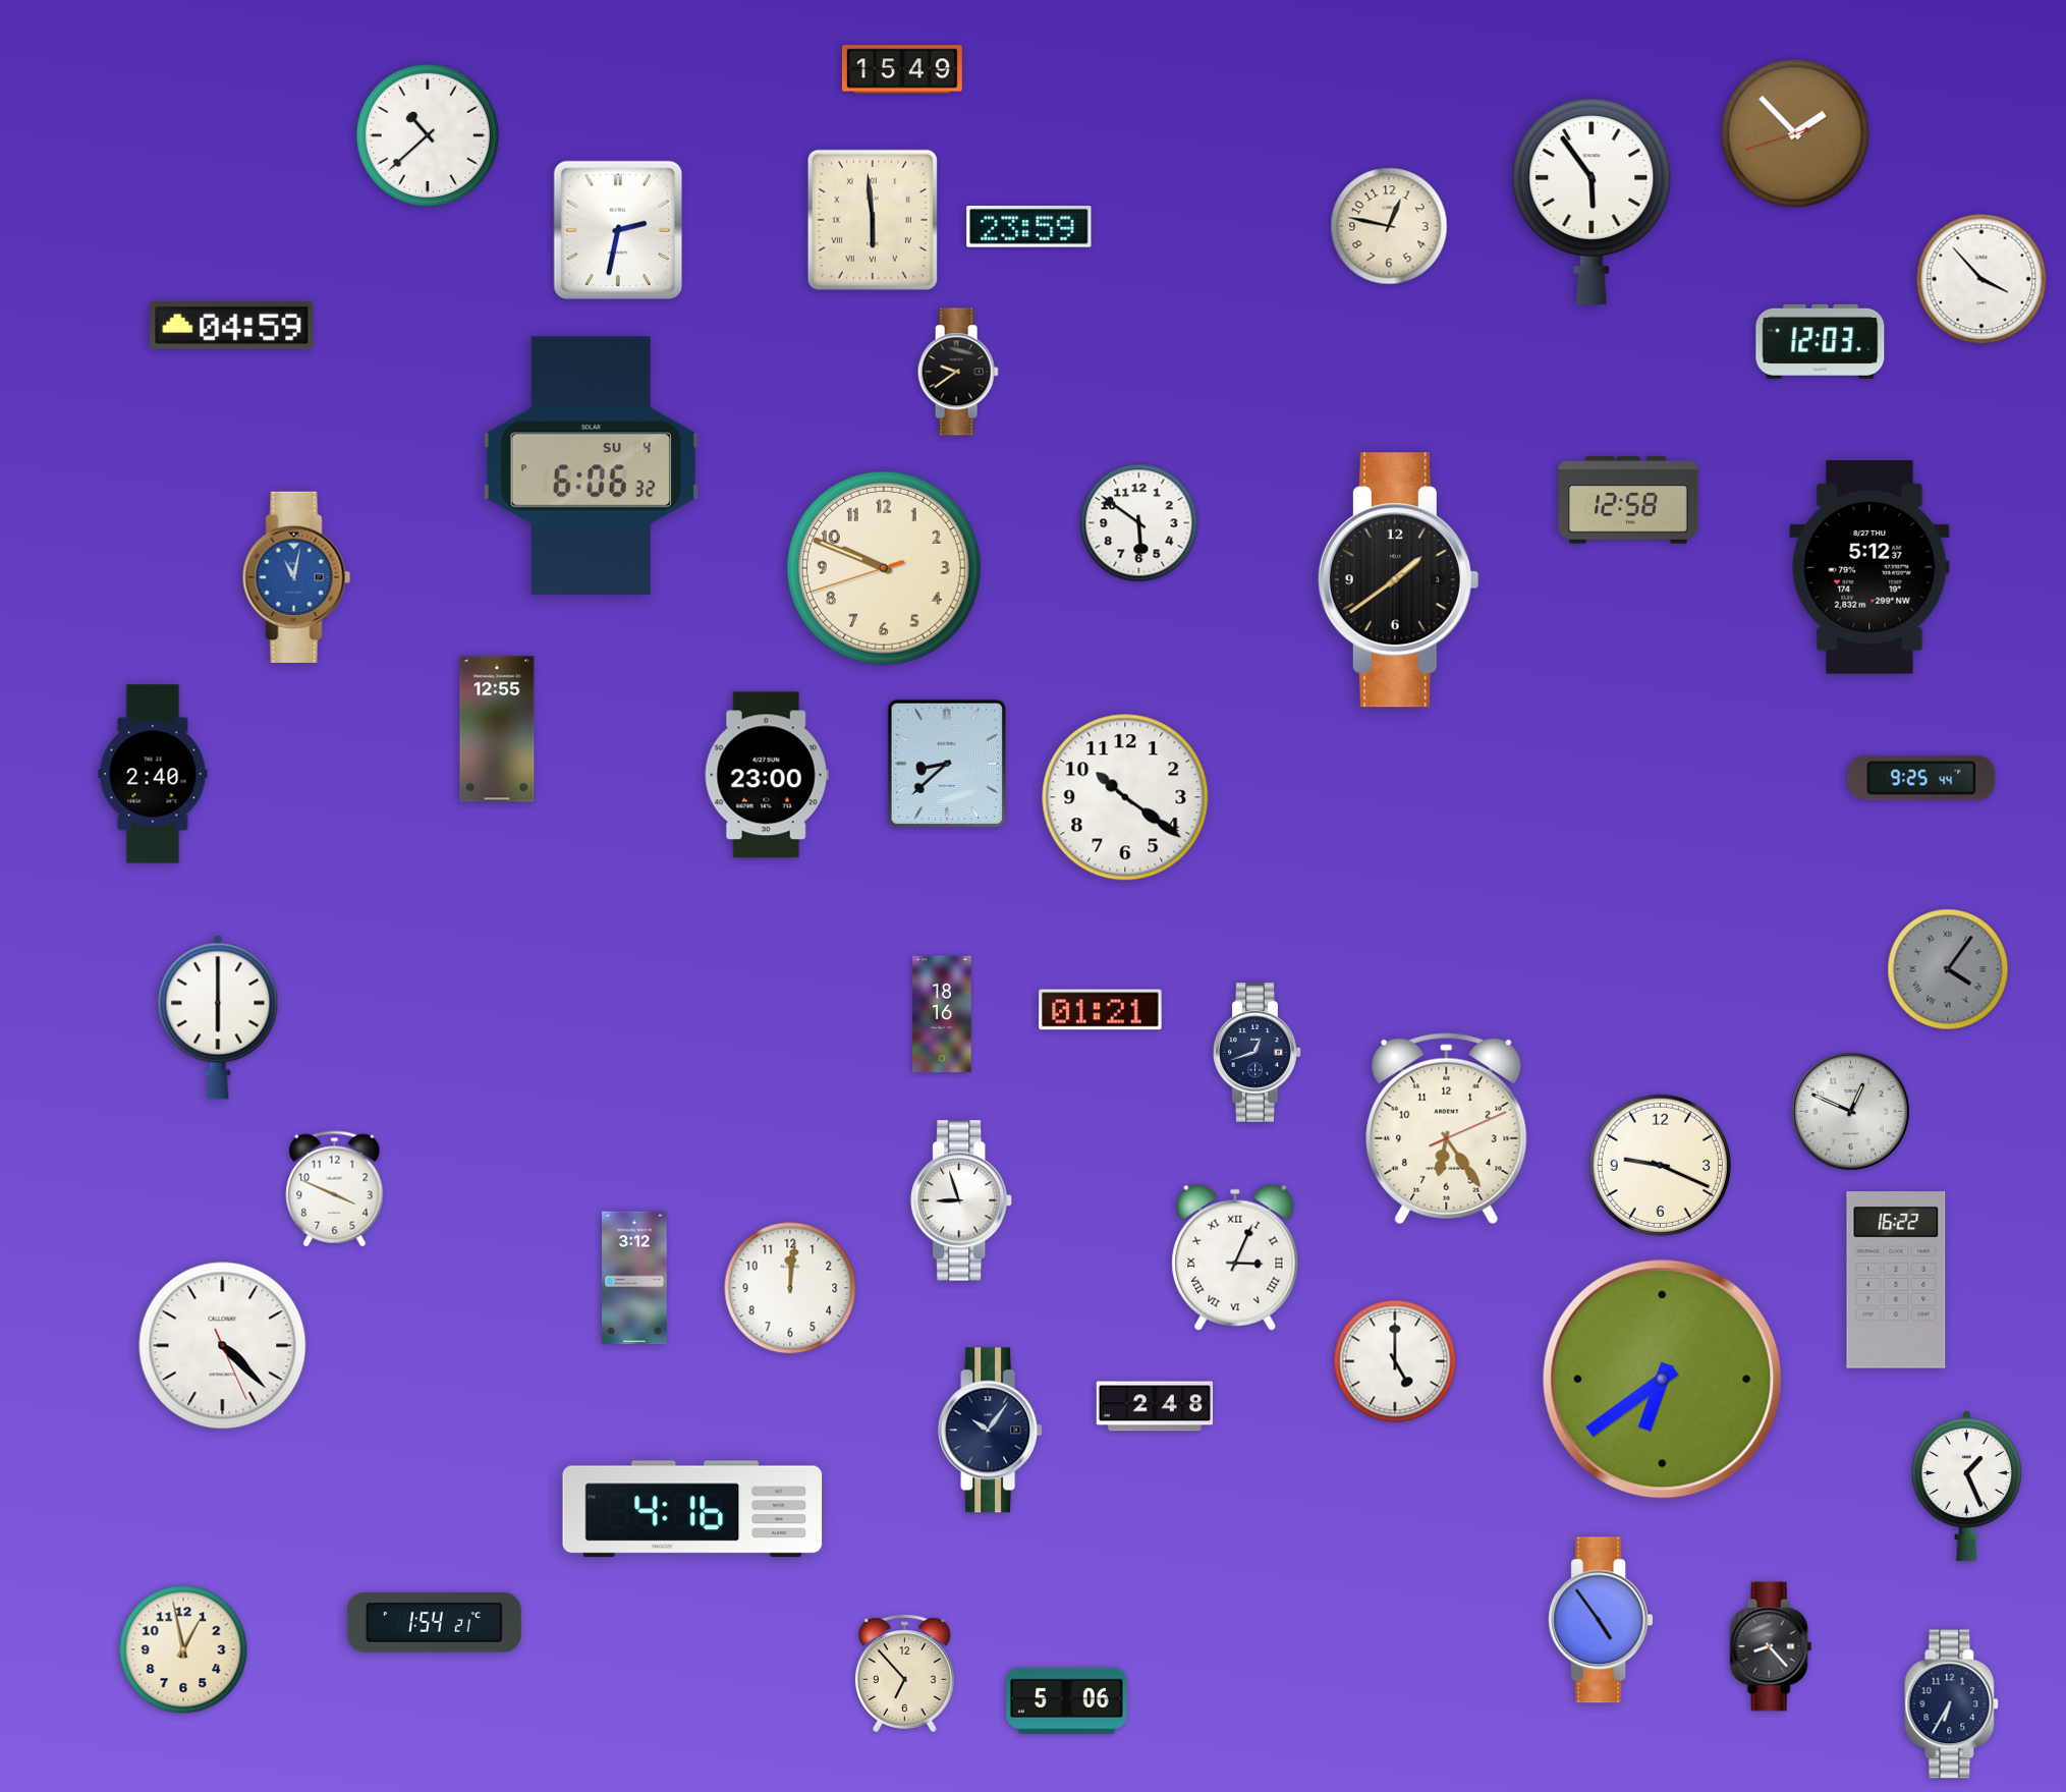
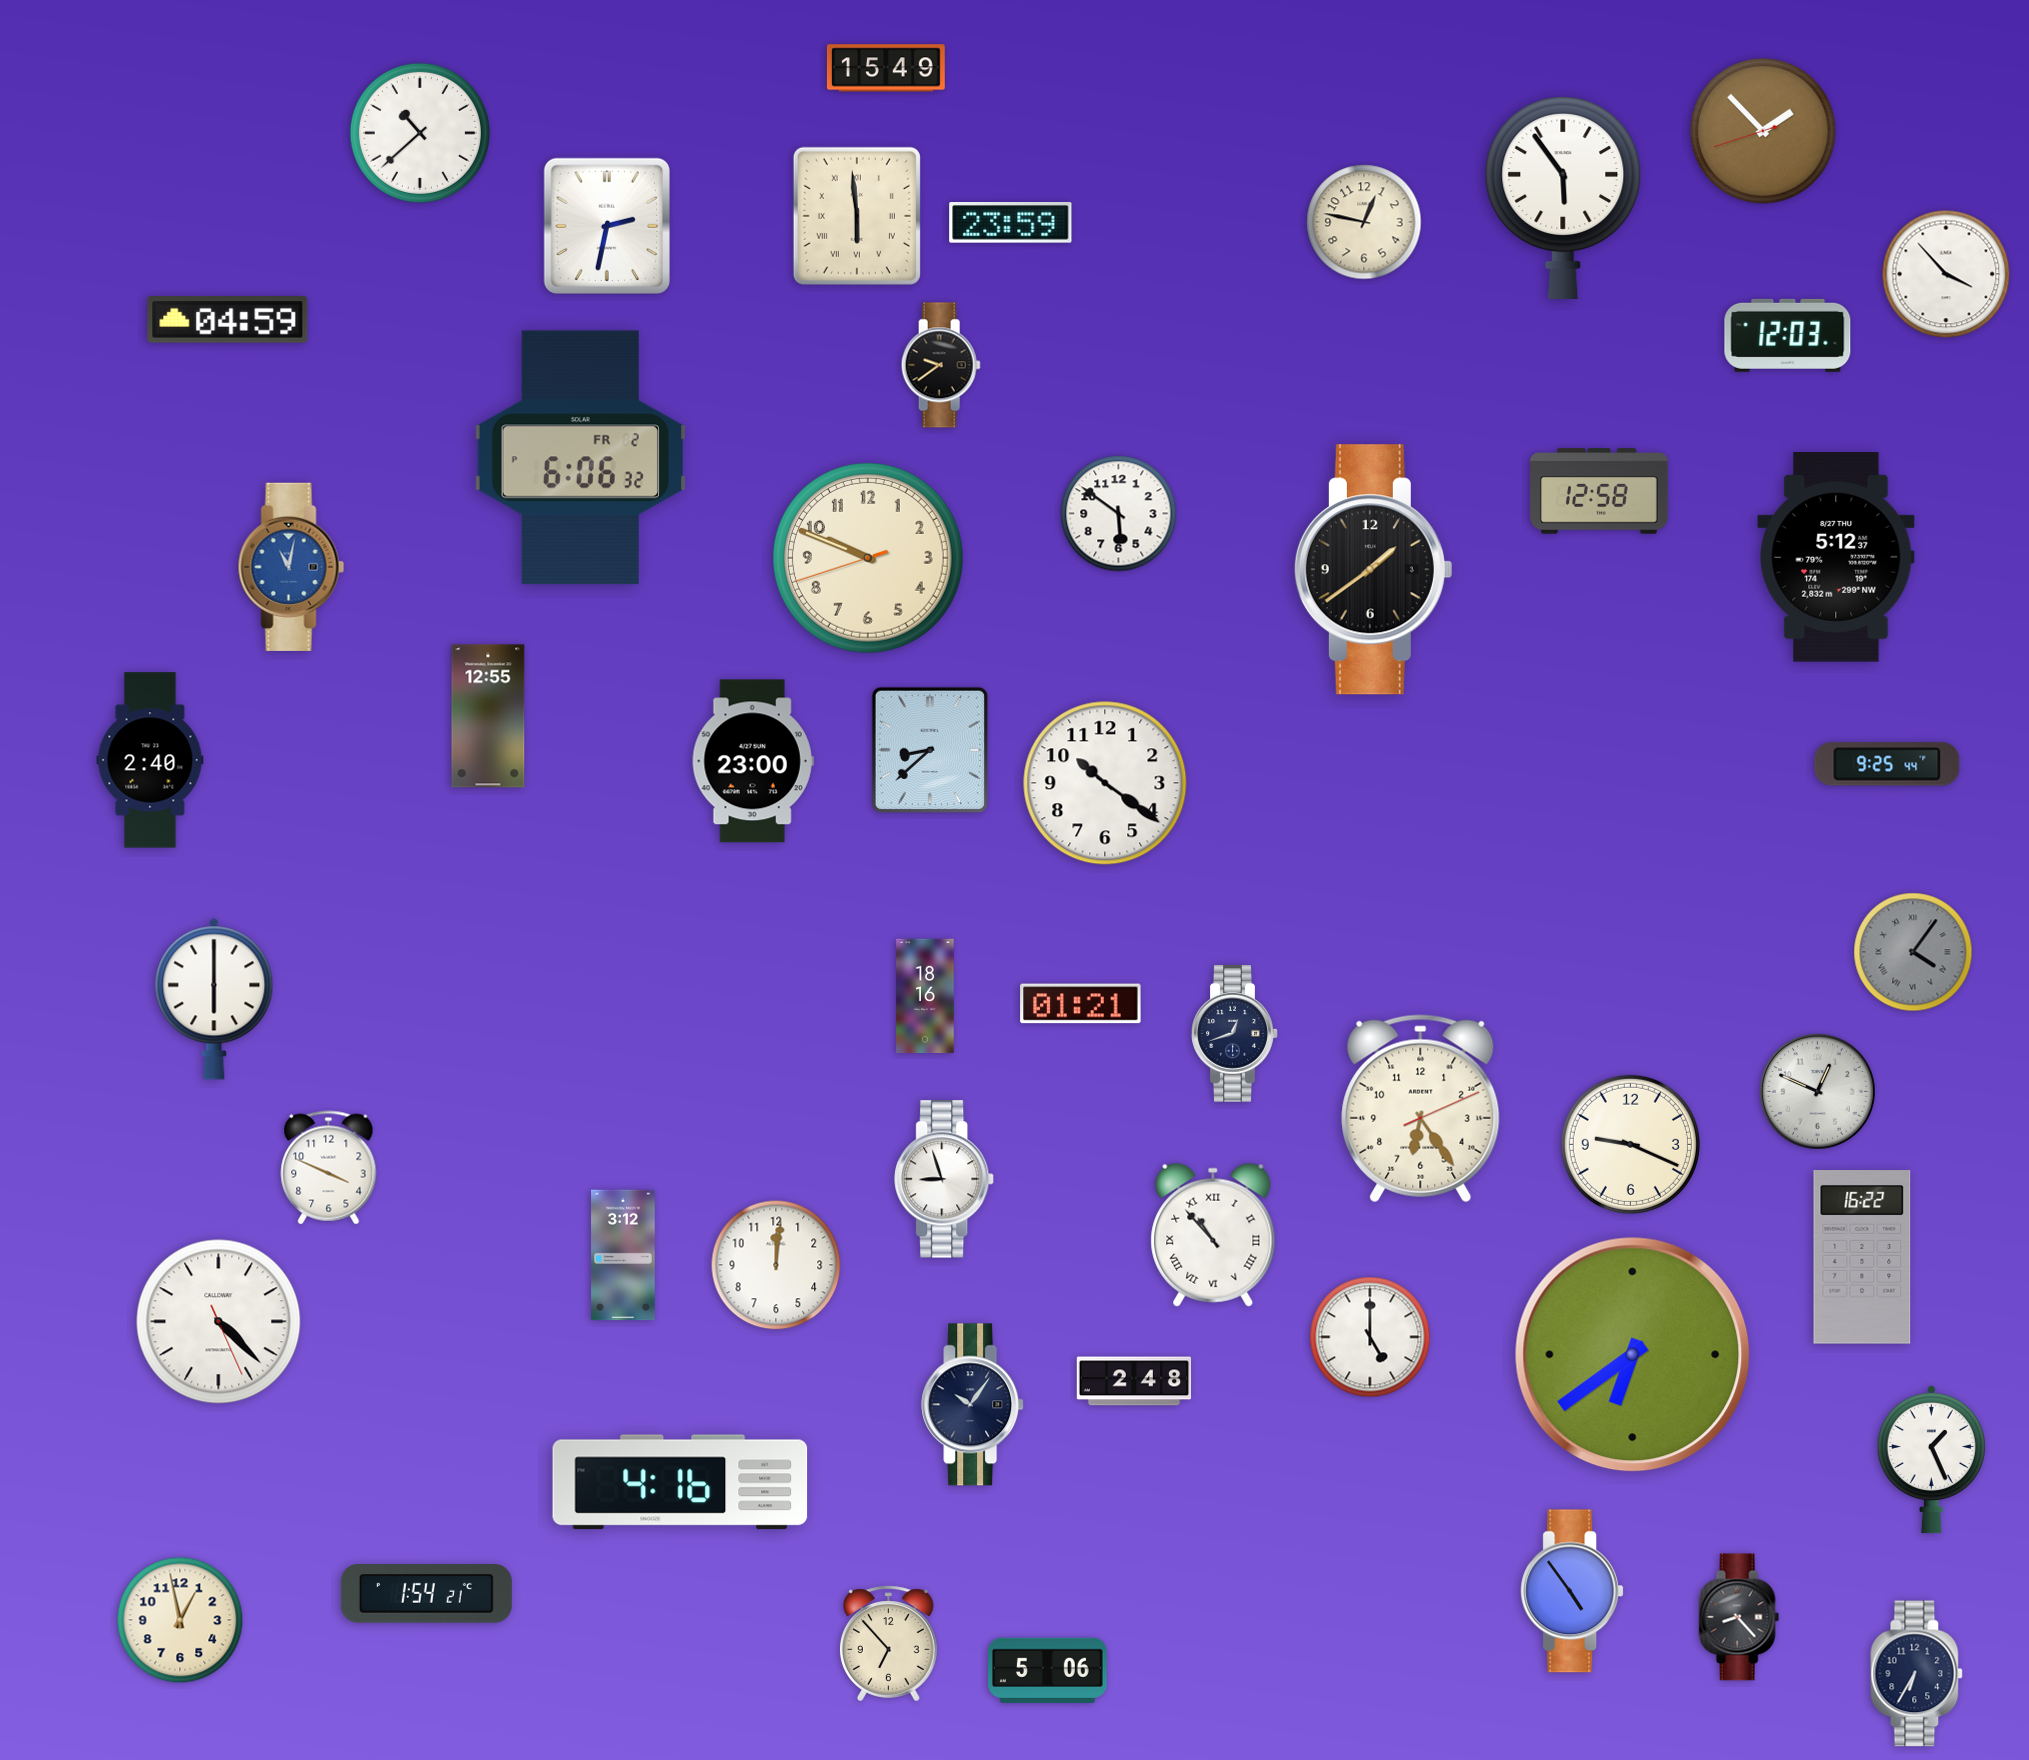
clock at (591, 466) date: SU 4 -> FR 2
clock at (1101, 1010) position: (1101, 1010) -> (1081, 1004)
clock at (1235, 1257): 3:04 -> 10:53
